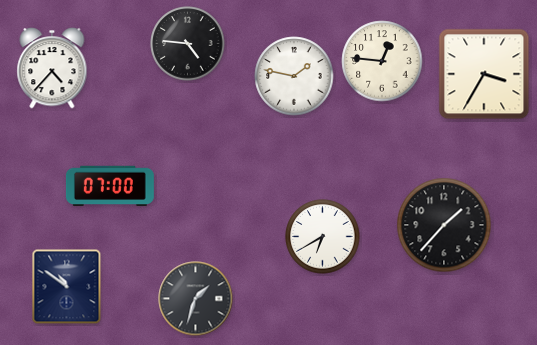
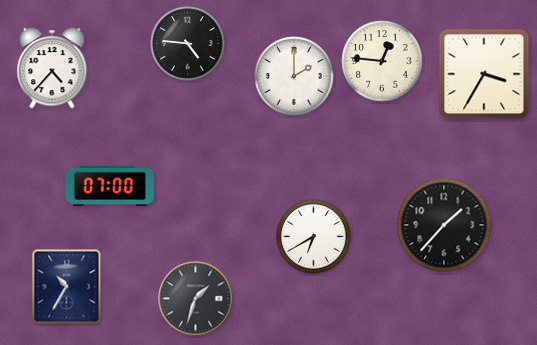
clock at (294, 76): 1:47 -> 2:00
clock at (323, 237) position: (323, 237) -> (314, 237)
clock at (67, 287): 10:51 -> 10:35
